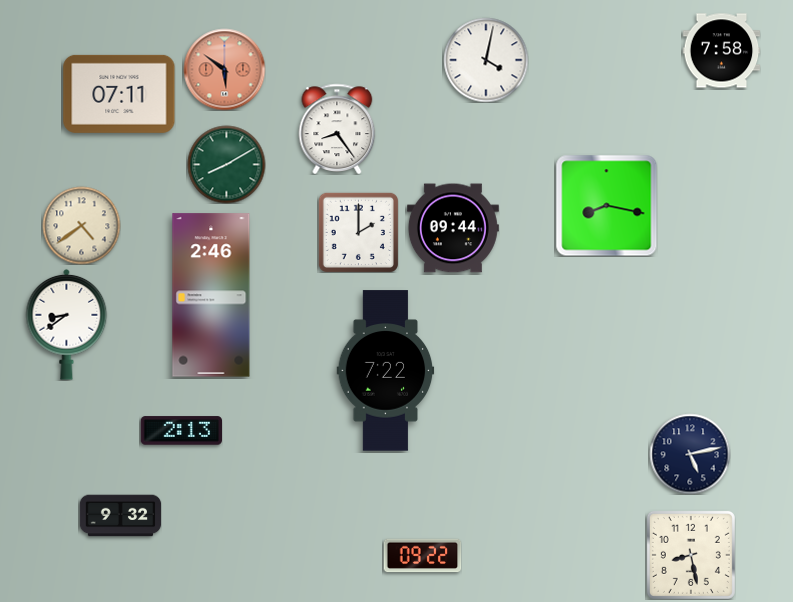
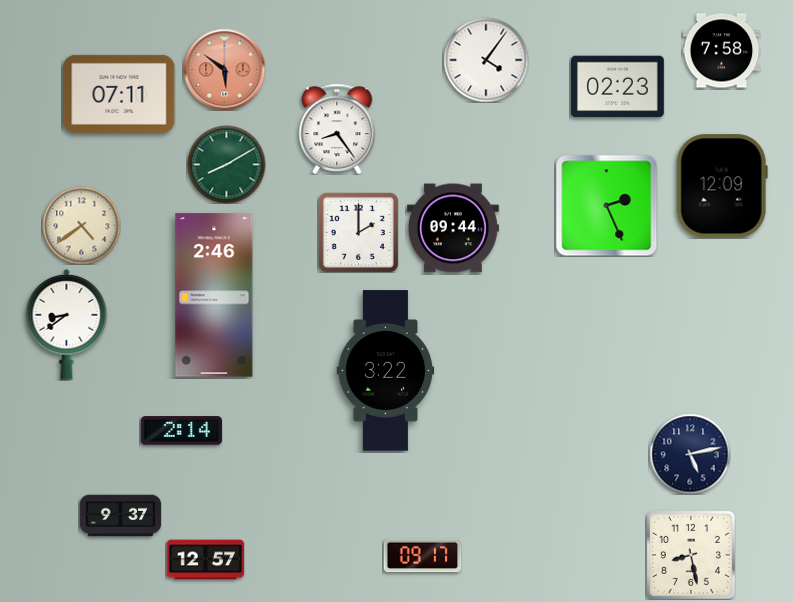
clock at (486, 60): 4:02 -> 4:06
clock at (617, 87): none -> 02:23
clock at (722, 186): none -> 12:09
clock at (606, 205): 8:17 -> 2:26
clock at (211, 295) position: (211, 295) -> (214, 295)
clock at (386, 371): 7:22 -> 3:22
clock at (181, 431): 2:13 -> 2:14
clock at (120, 516): 9:32 -> 9:37
clock at (422, 556): 09:22 -> 09:17
clock at (205, 560): none -> 12:57
